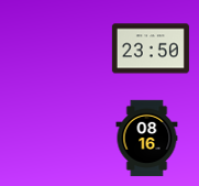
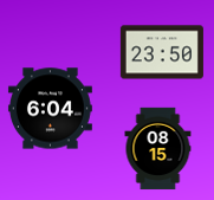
clock at (50, 109): none -> 6:04
clock at (147, 139): 08:16 -> 08:15
